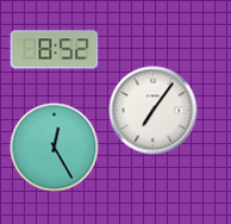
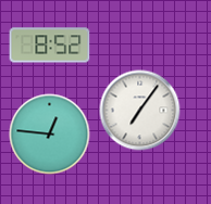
clock at (154, 111) position: (154, 111) -> (140, 111)
clock at (55, 148): 12:25 -> 12:46
